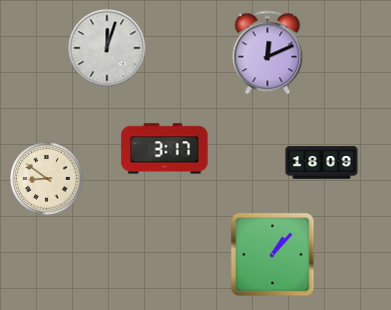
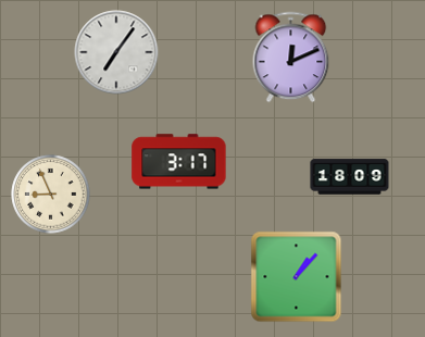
clock at (107, 48): 12:03 -> 7:06
clock at (47, 179): 8:51 -> 8:56
